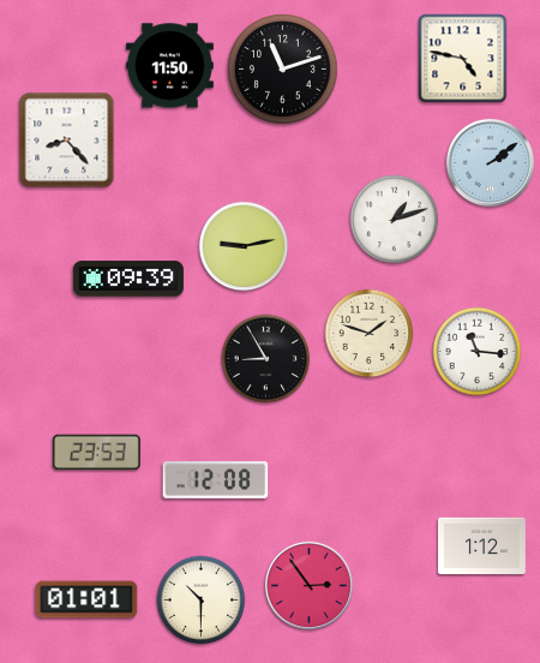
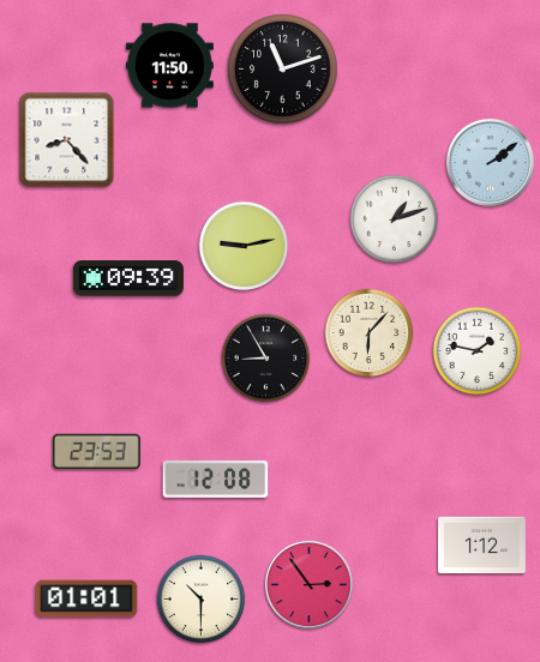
clock at (463, 59): 4:47 -> none
clock at (370, 334): 1:48 -> 6:07
clock at (478, 352): 11:16 -> 1:47
